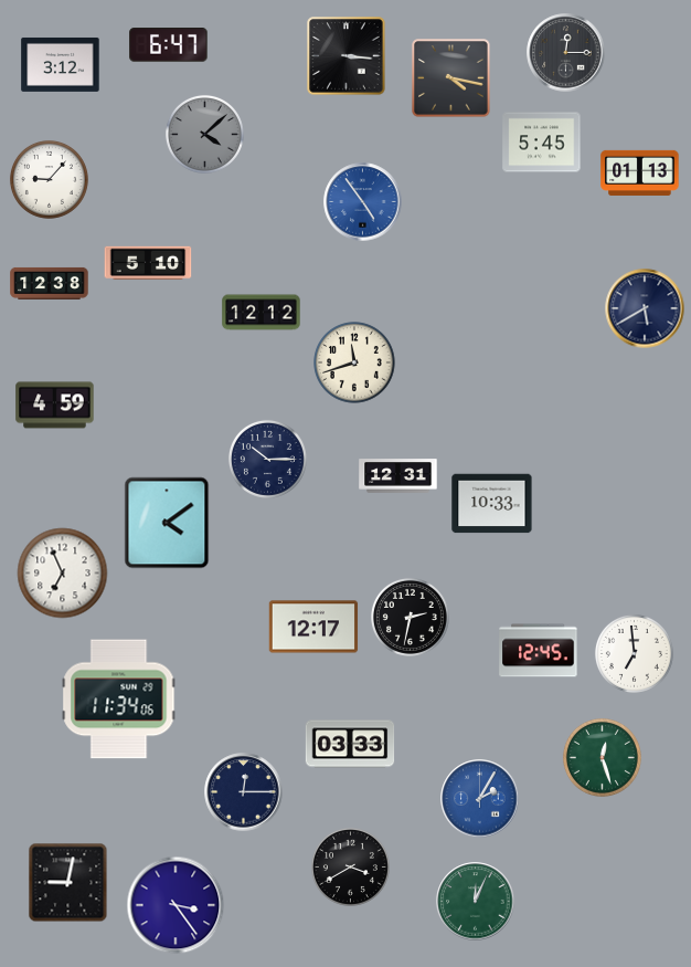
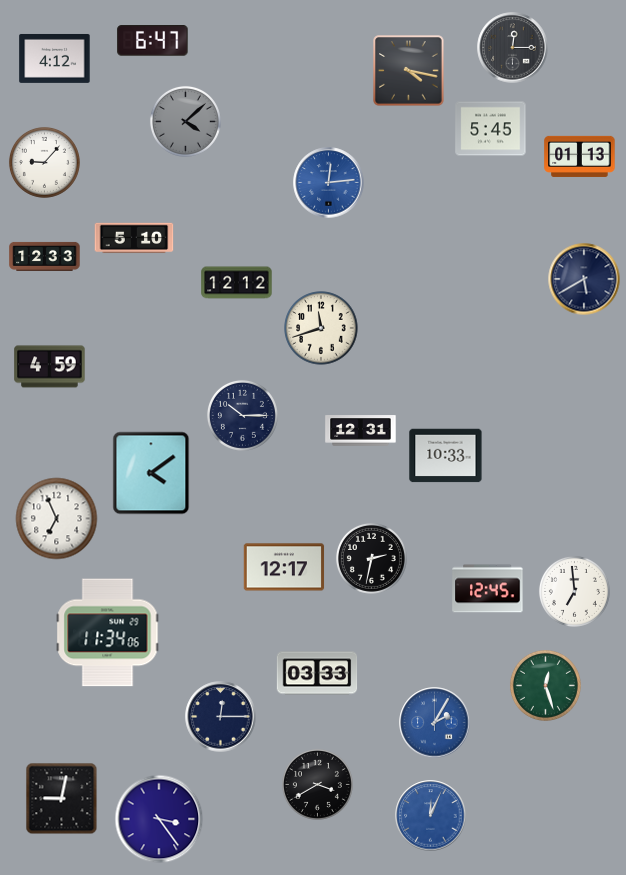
clock at (347, 56): 3:16 -> none
clock at (61, 64): 3:12 -> 4:12
clock at (363, 202): 4:54 -> 12:14
clock at (50, 283): 12:38 -> 12:33
clock at (476, 902) dial: green -> blue
